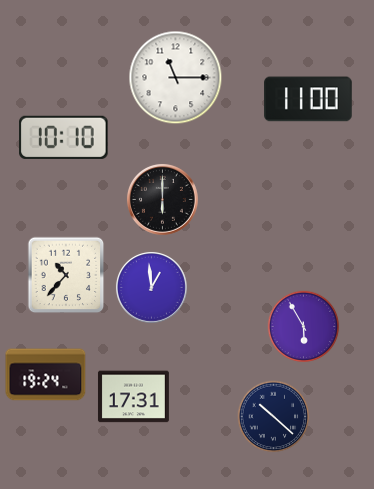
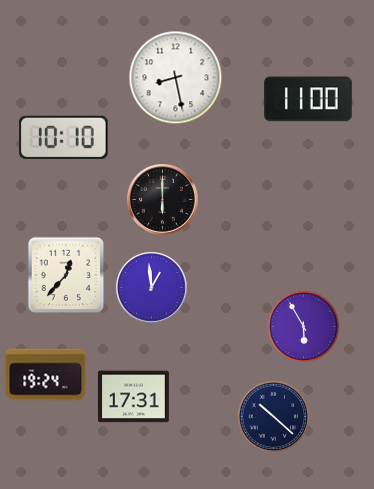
clock at (176, 78): 11:15 -> 8:28
clock at (66, 275): 10:37 -> 12:37
